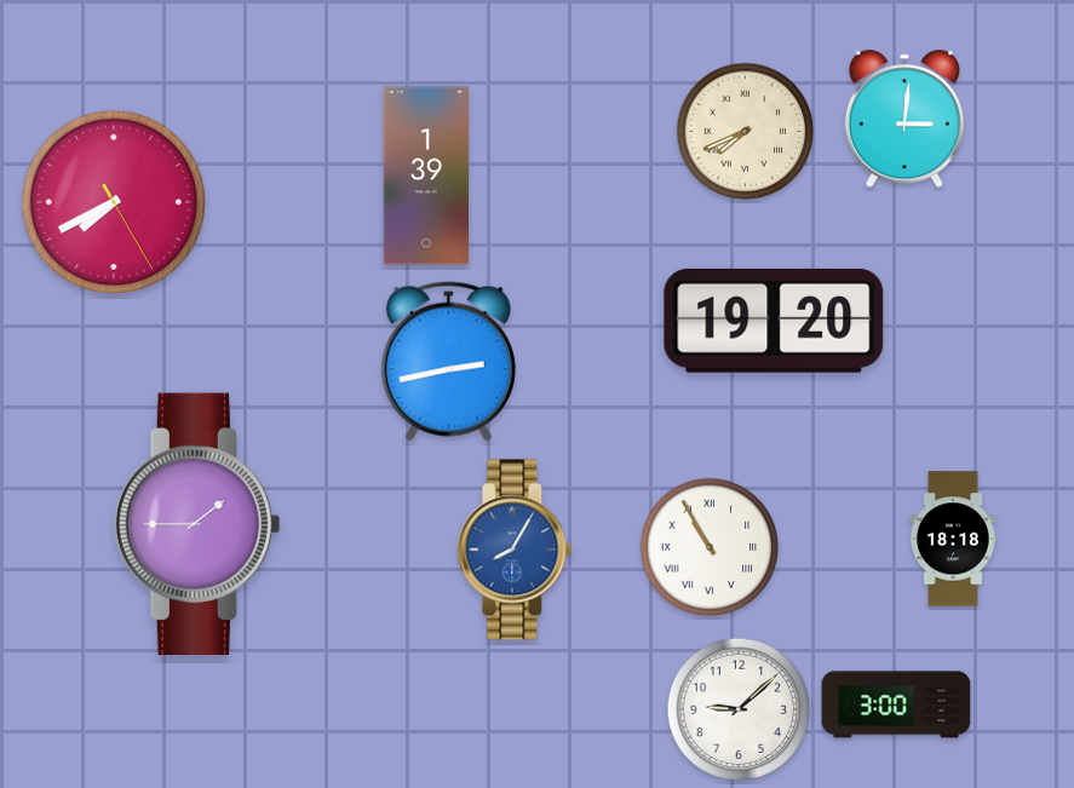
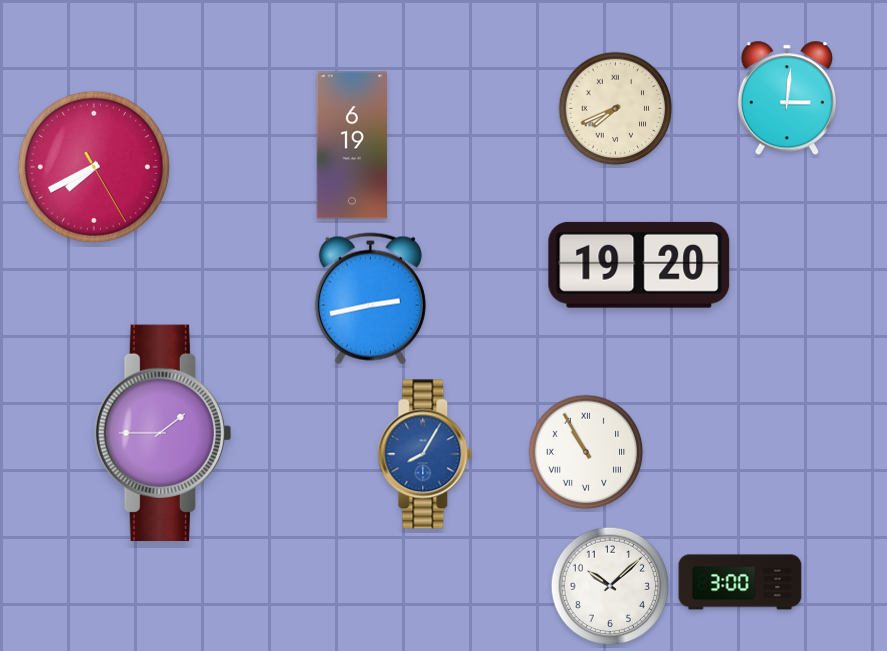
clock at (903, 119) position: (903, 119) -> (786, 98)
clock at (426, 176): 1:39 -> 6:19
clock at (954, 539): 18:18 -> none
clock at (739, 709): 9:08 -> 10:08
